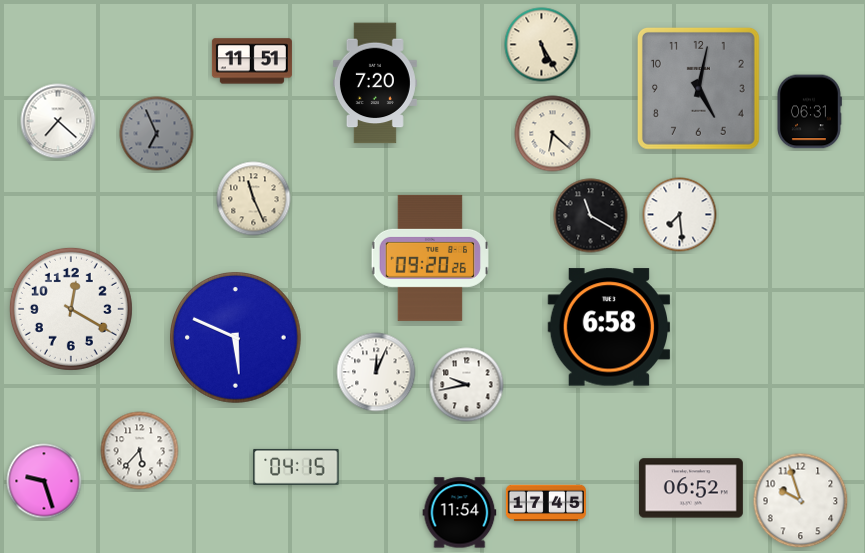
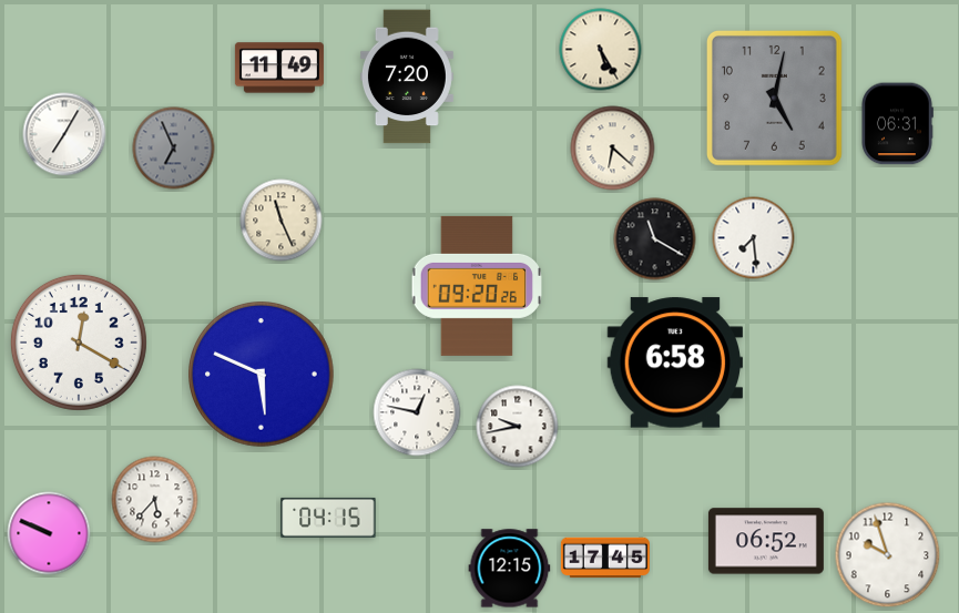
clock at (252, 61): 11:51 -> 11:49
clock at (375, 83) position: (375, 83) -> (407, 76)
clock at (58, 121): 7:22 -> 7:05
clock at (376, 372): 12:04 -> 12:47
clock at (44, 481): 9:27 -> 9:49
clock at (460, 513): 11:54 -> 12:15
